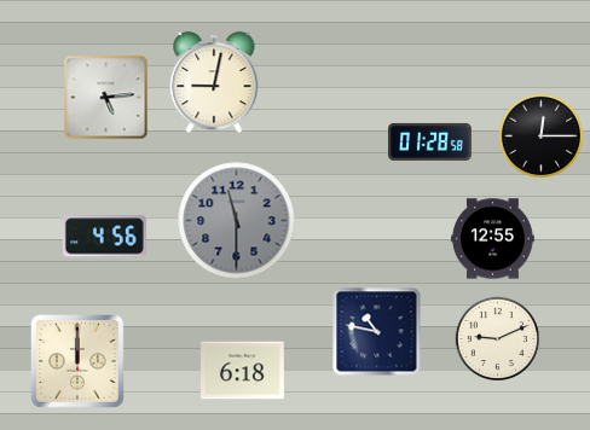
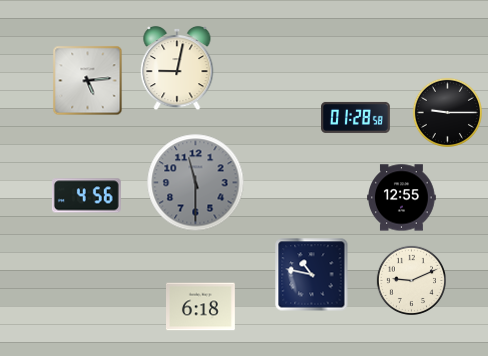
clock at (540, 135): 12:15 -> 9:15
clock at (493, 239) position: (493, 239) -> (402, 198)
clock at (79, 362): 12:00 -> none
